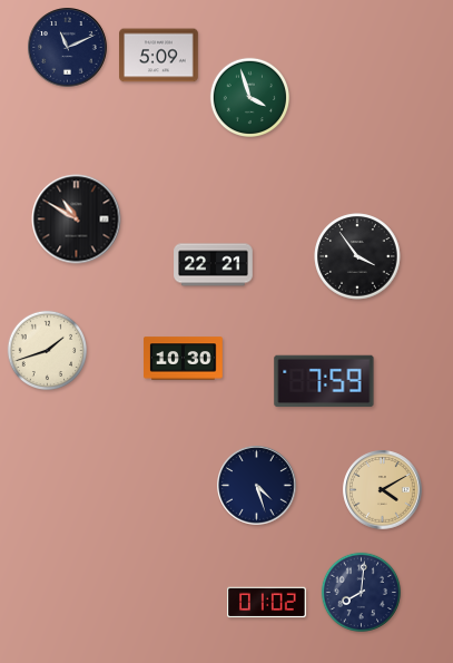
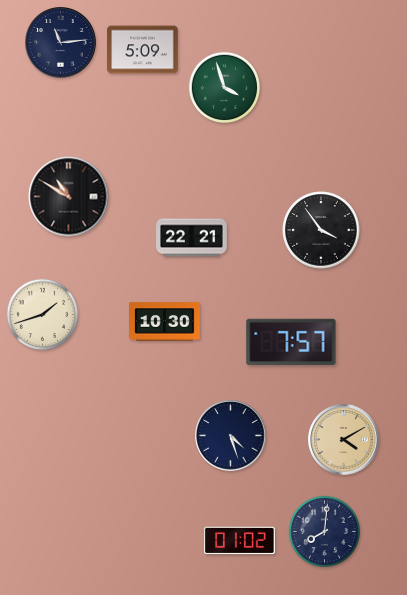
clock at (68, 48): 11:11 -> 11:14
clock at (324, 381): 7:59 -> 7:57
